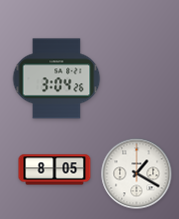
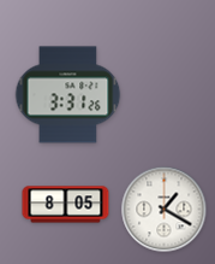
clock at (57, 79): 3:04 -> 3:31
